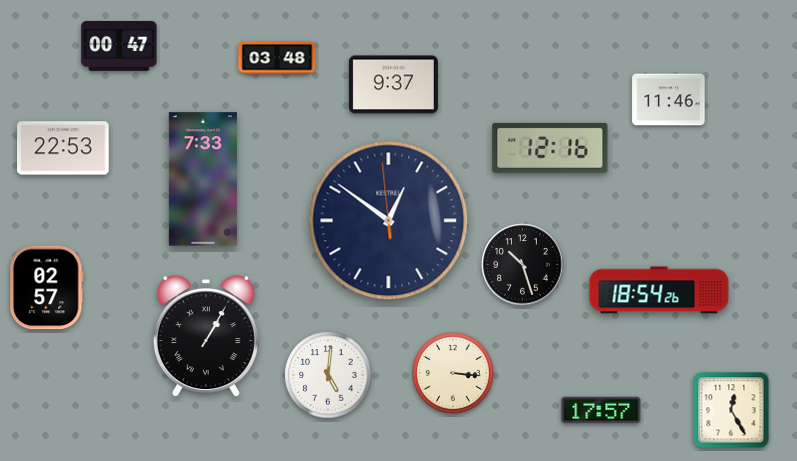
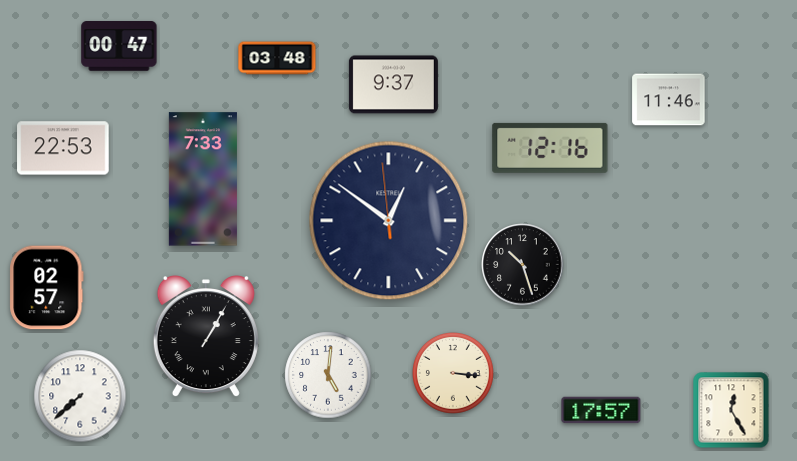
clock at (659, 290): 18:54 -> none
clock at (80, 396): none -> 7:38
